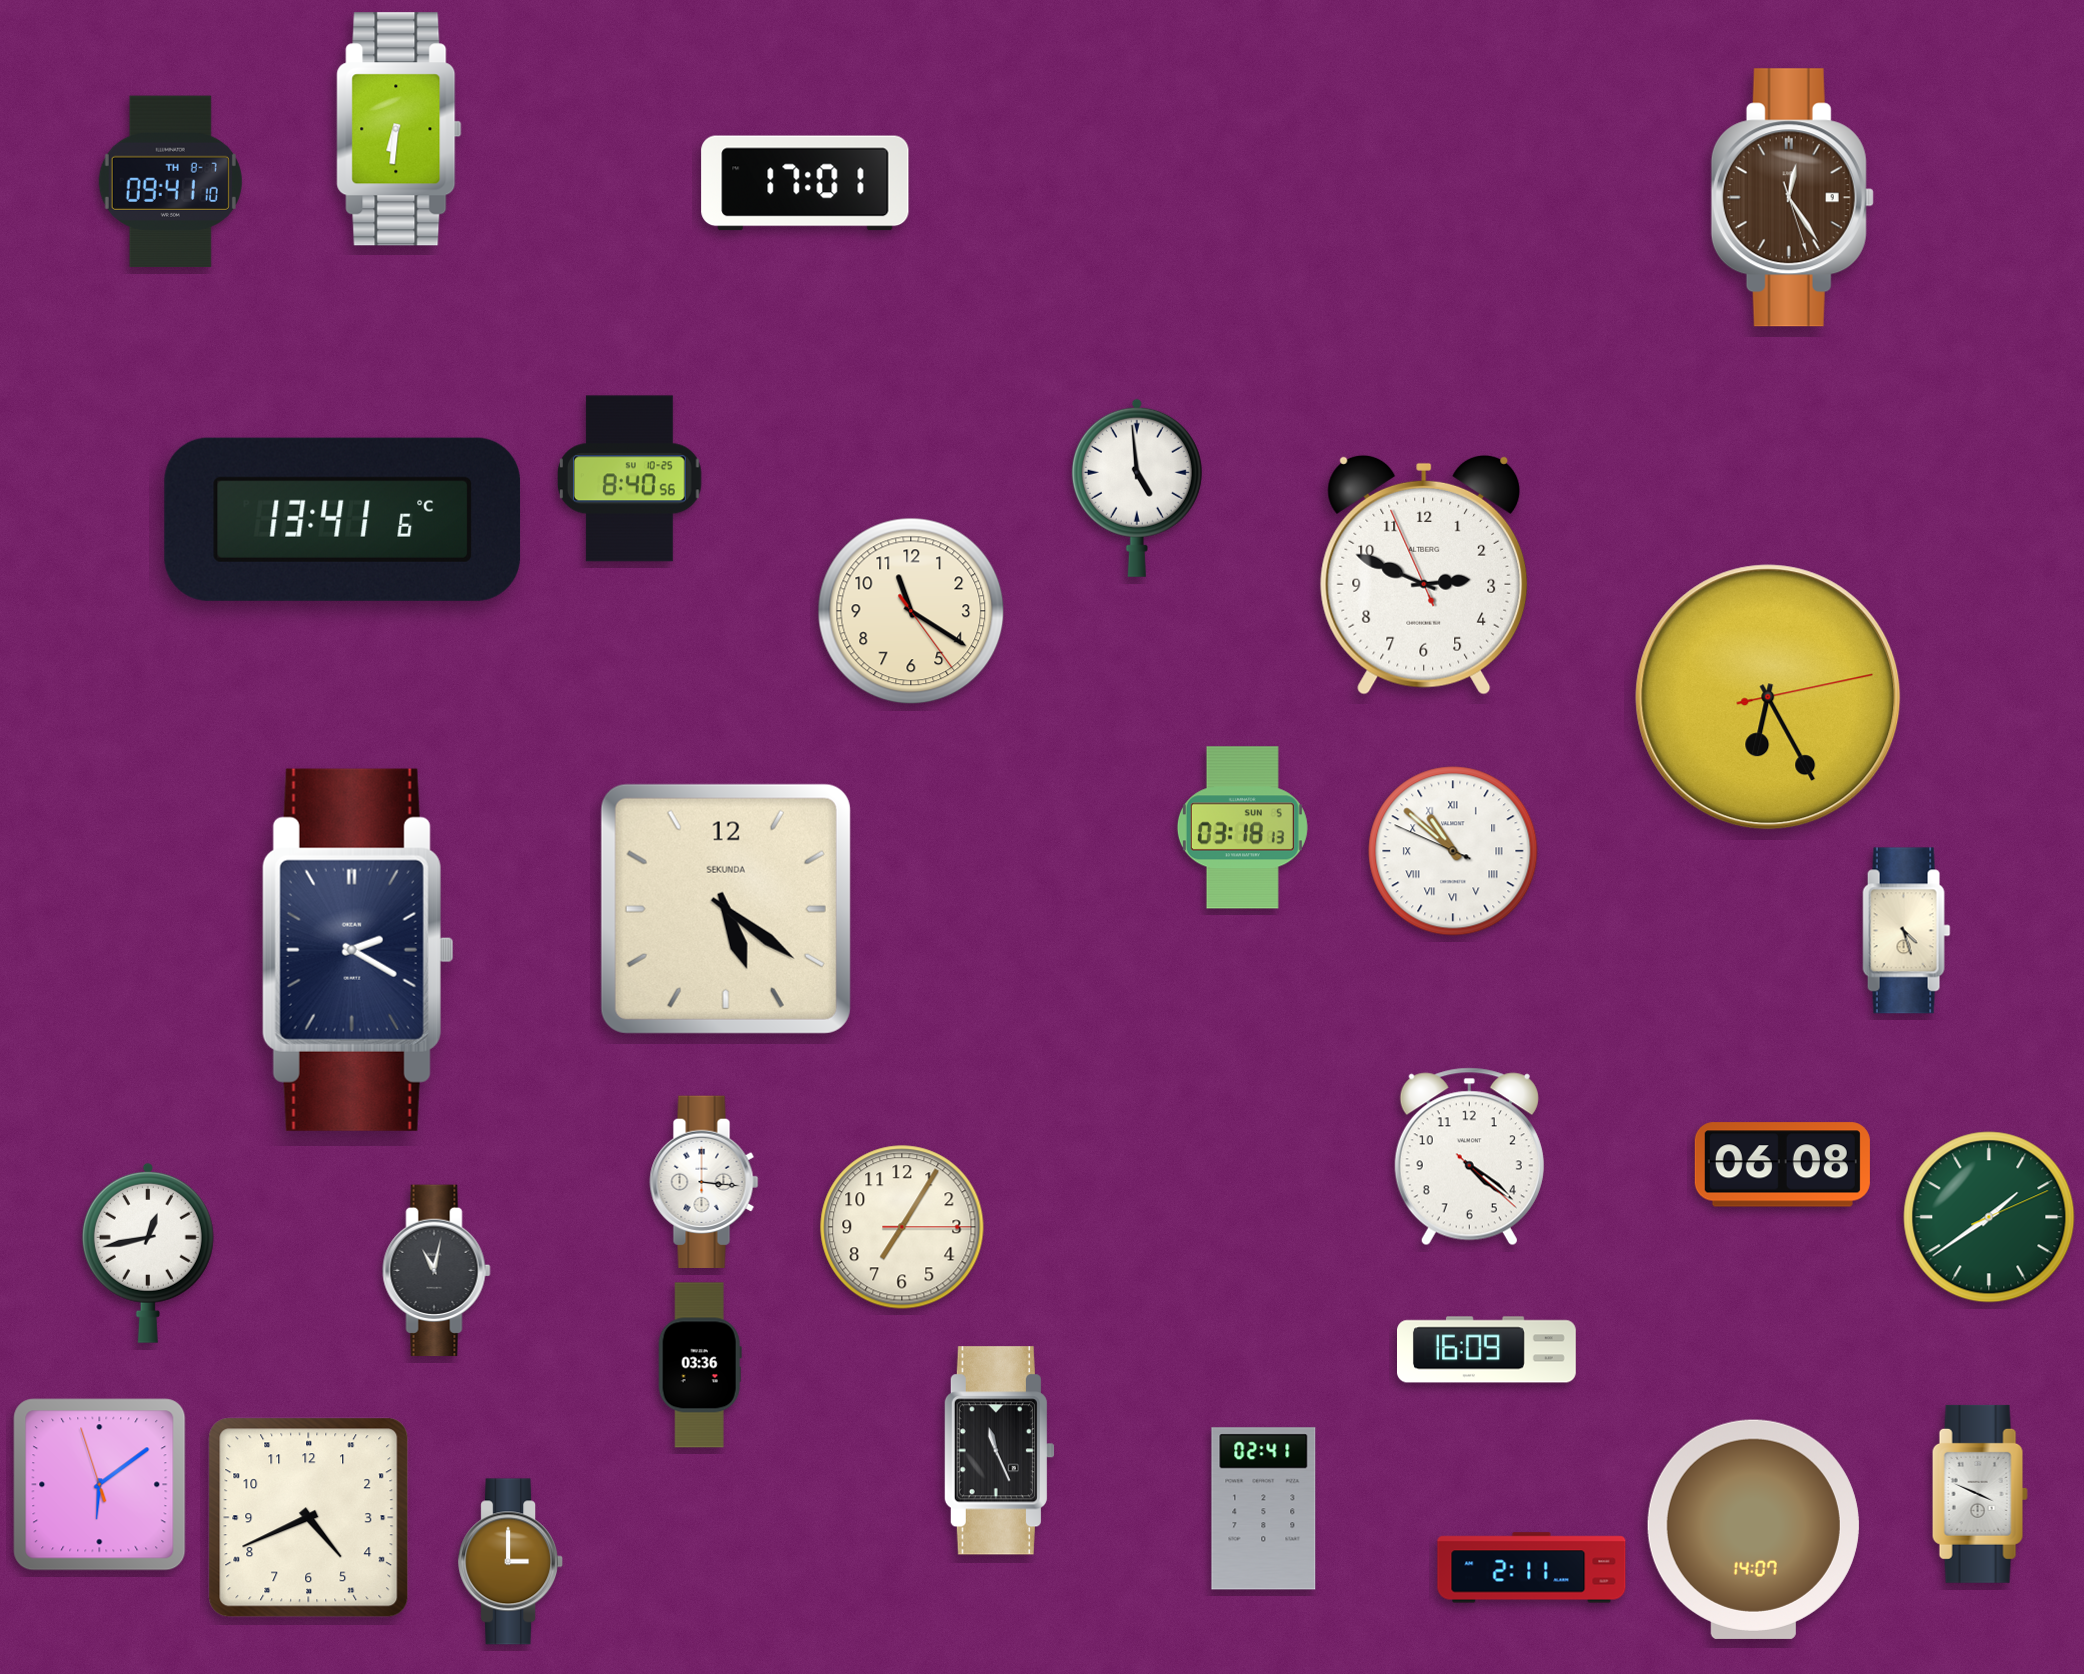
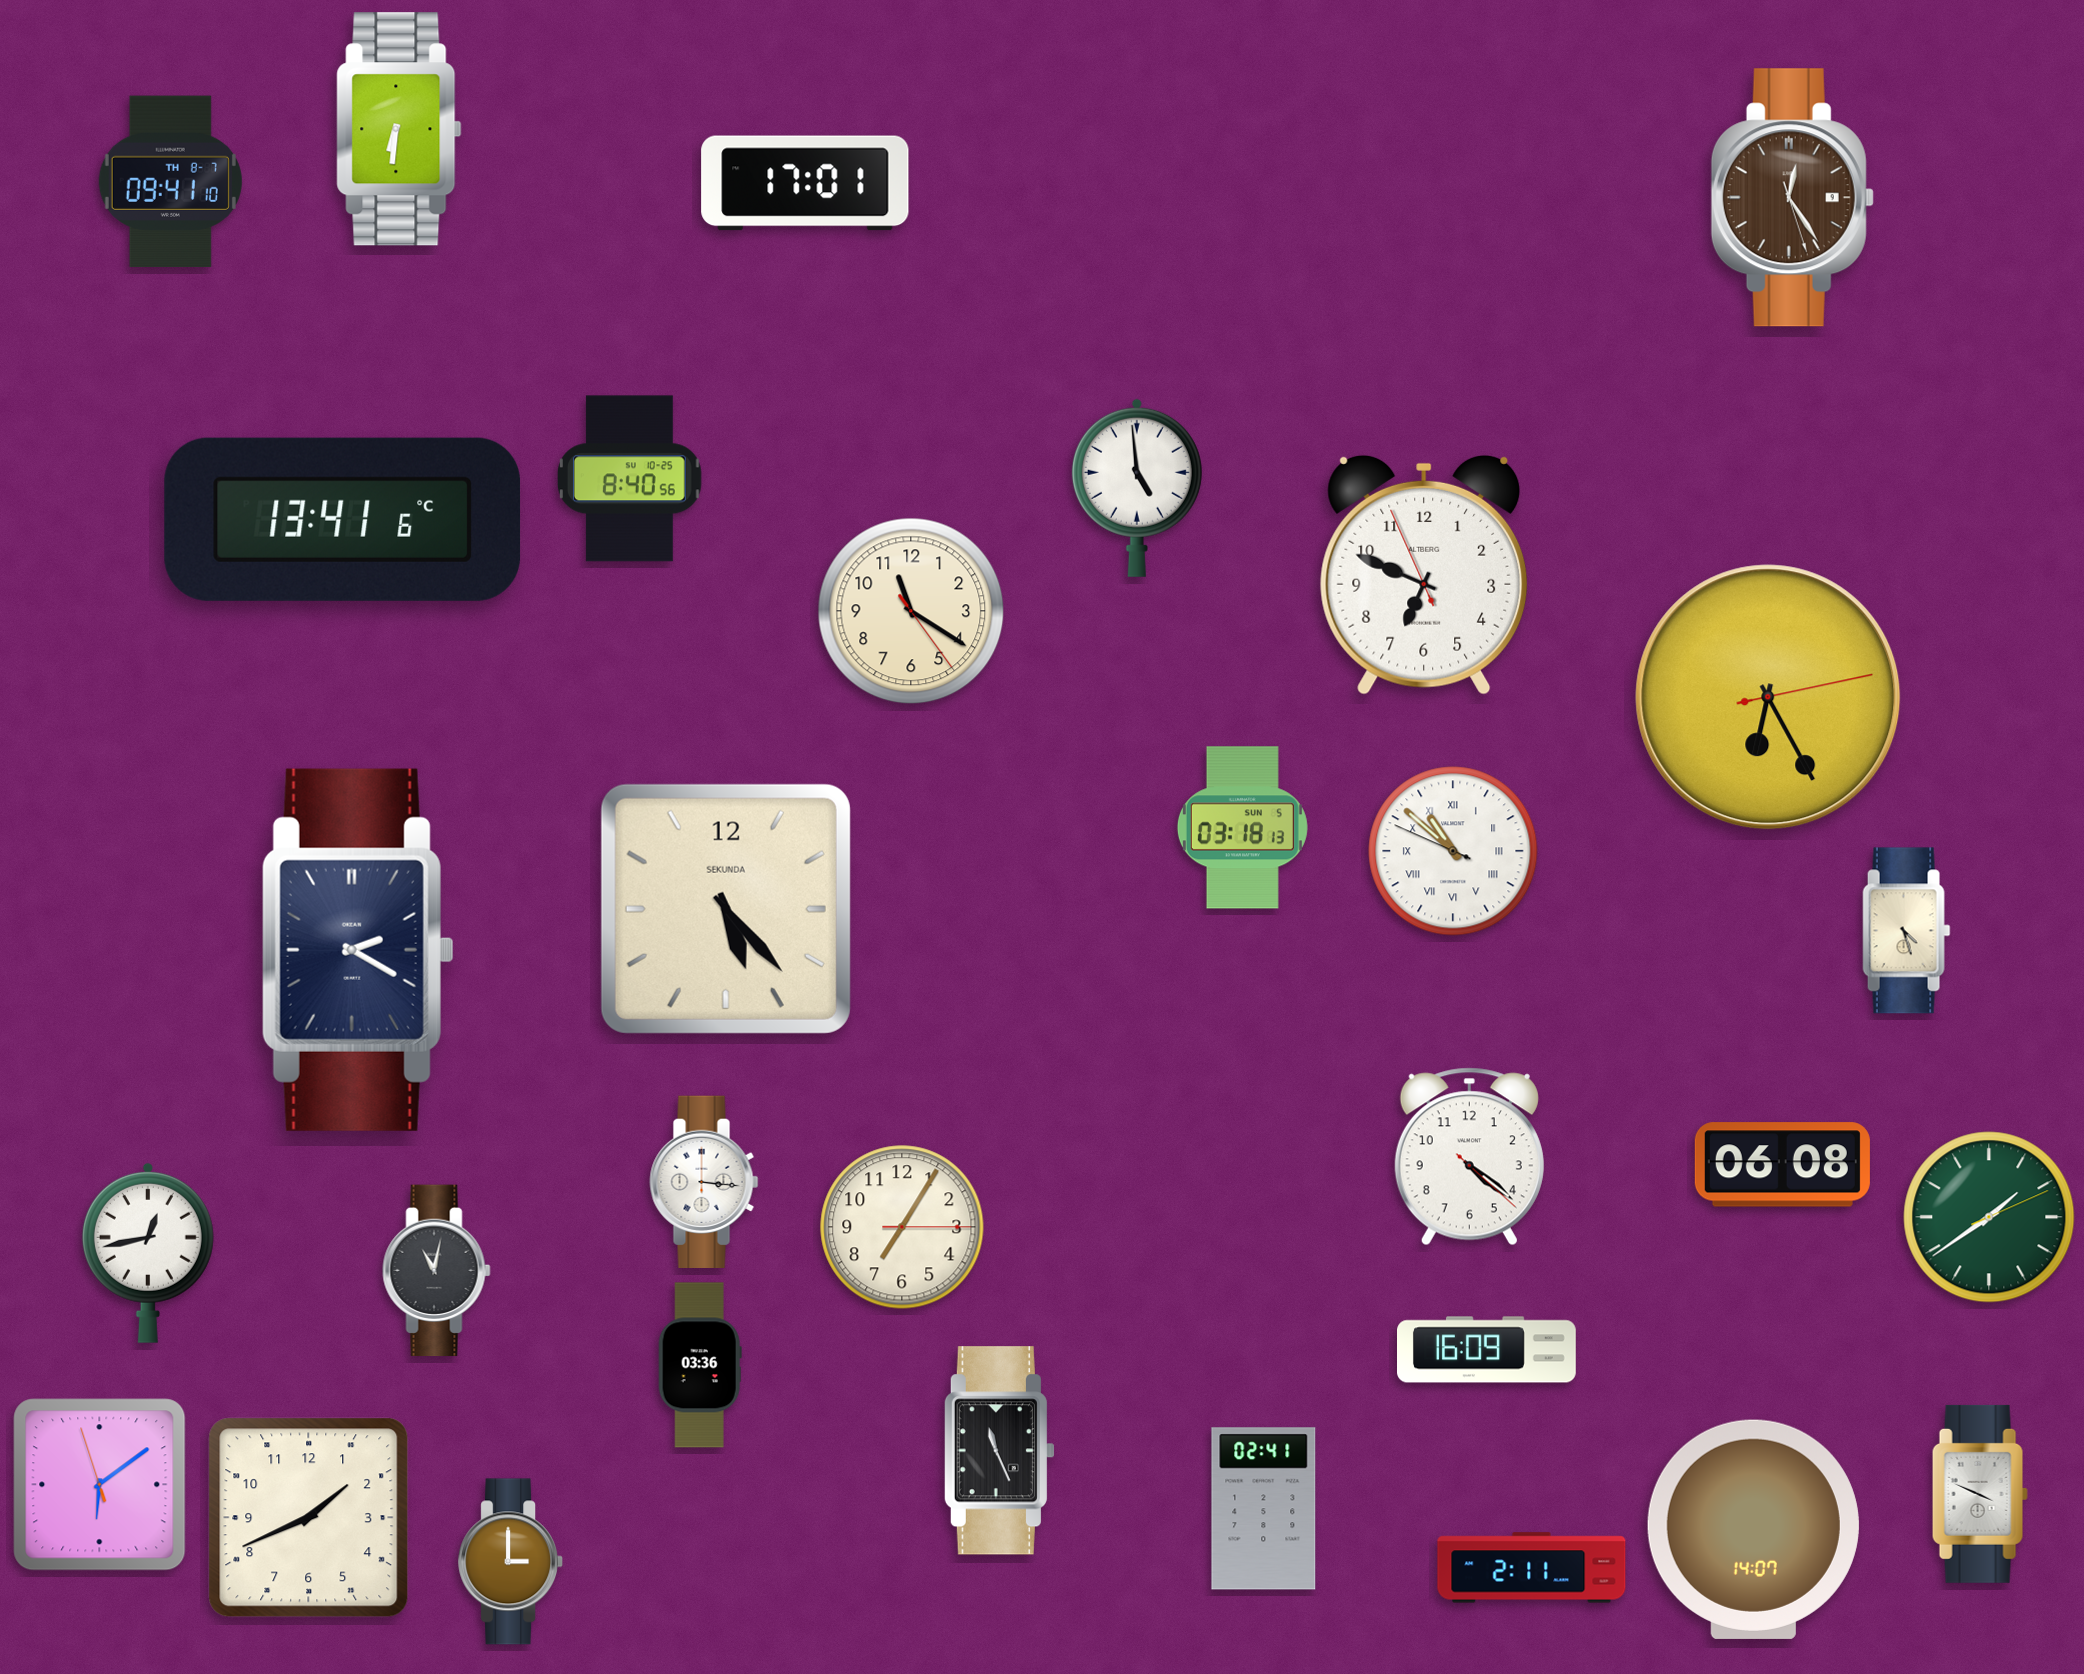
clock at (1424, 575): 2:48 -> 6:48
clock at (726, 909): 5:21 -> 5:23
clock at (309, 1518): 4:41 -> 1:41
